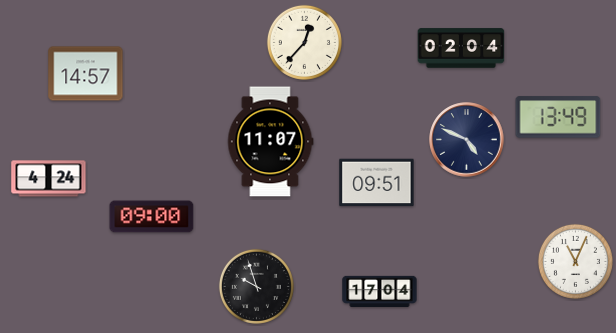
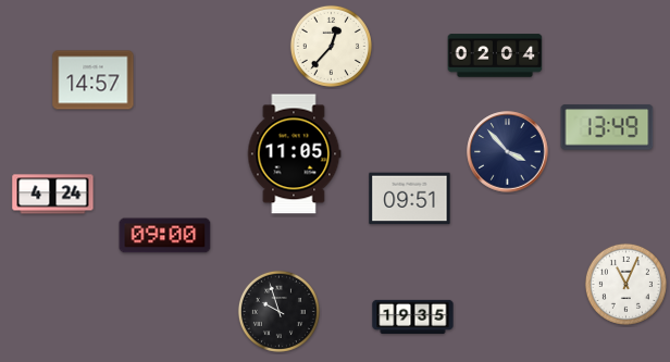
clock at (461, 48) position: (461, 48) -> (495, 55)
clock at (467, 140): 4:49 -> 3:53
clock at (270, 142): 11:07 -> 11:05
clock at (380, 291): 17:04 -> 19:35
